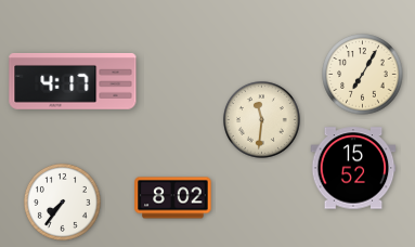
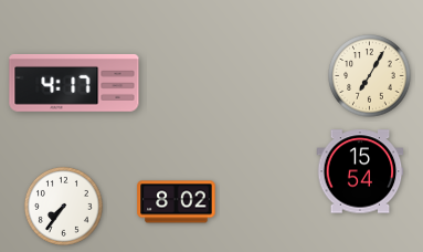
clock at (261, 119): 11:31 -> none
clock at (353, 168): 15:52 -> 15:54
